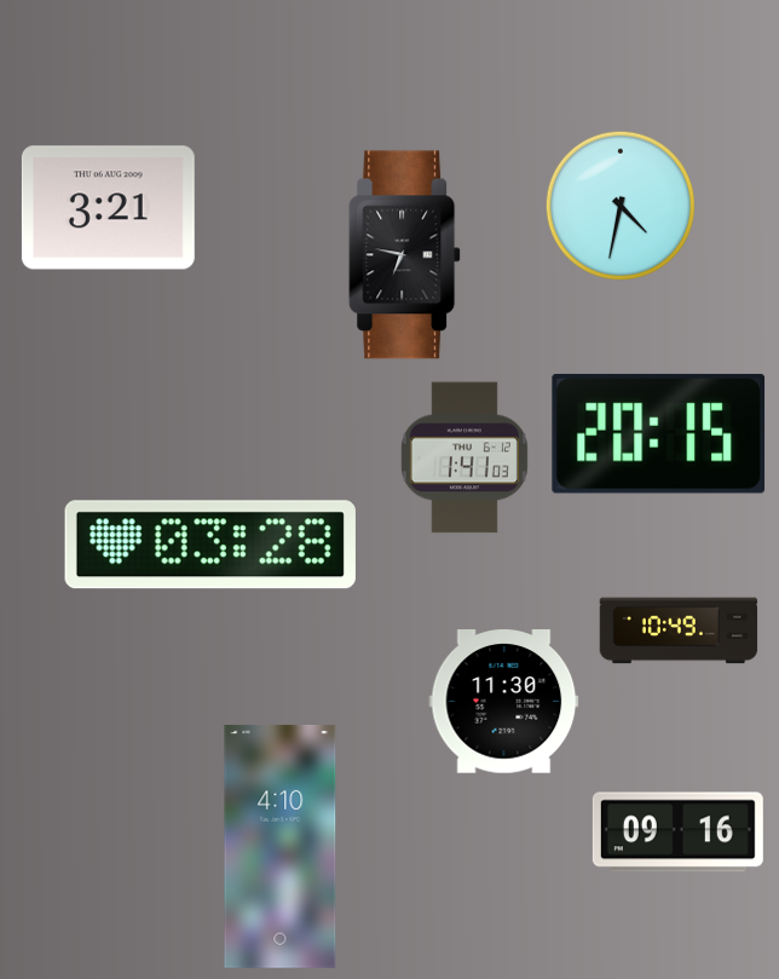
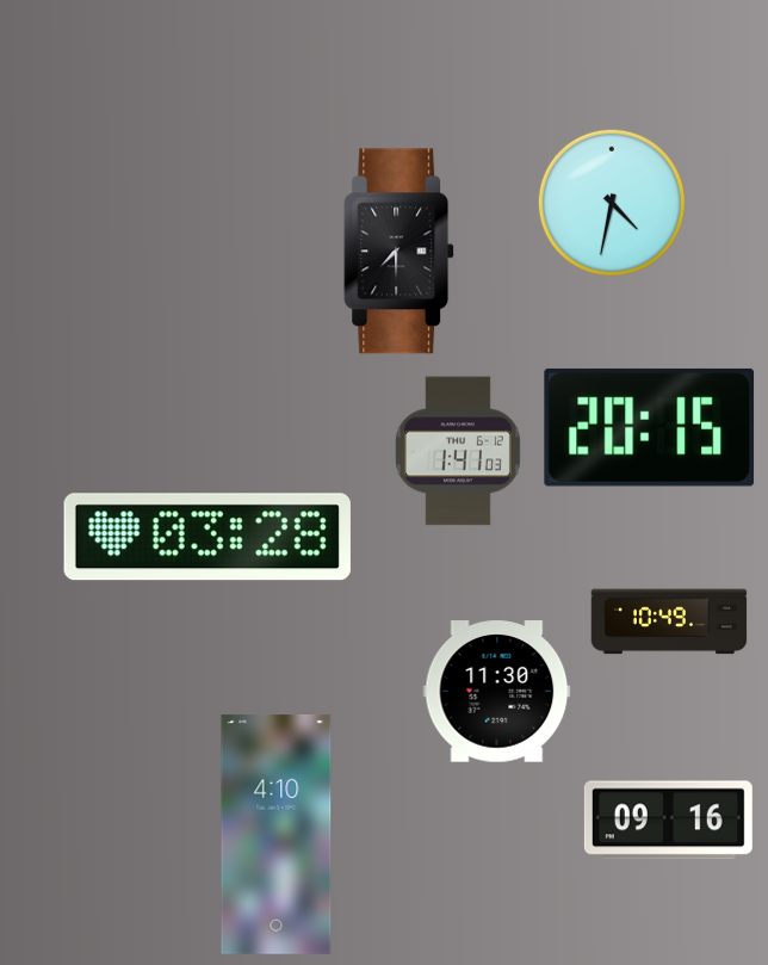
clock at (108, 208): 3:21 -> none
clock at (405, 255): 6:47 -> 7:30
